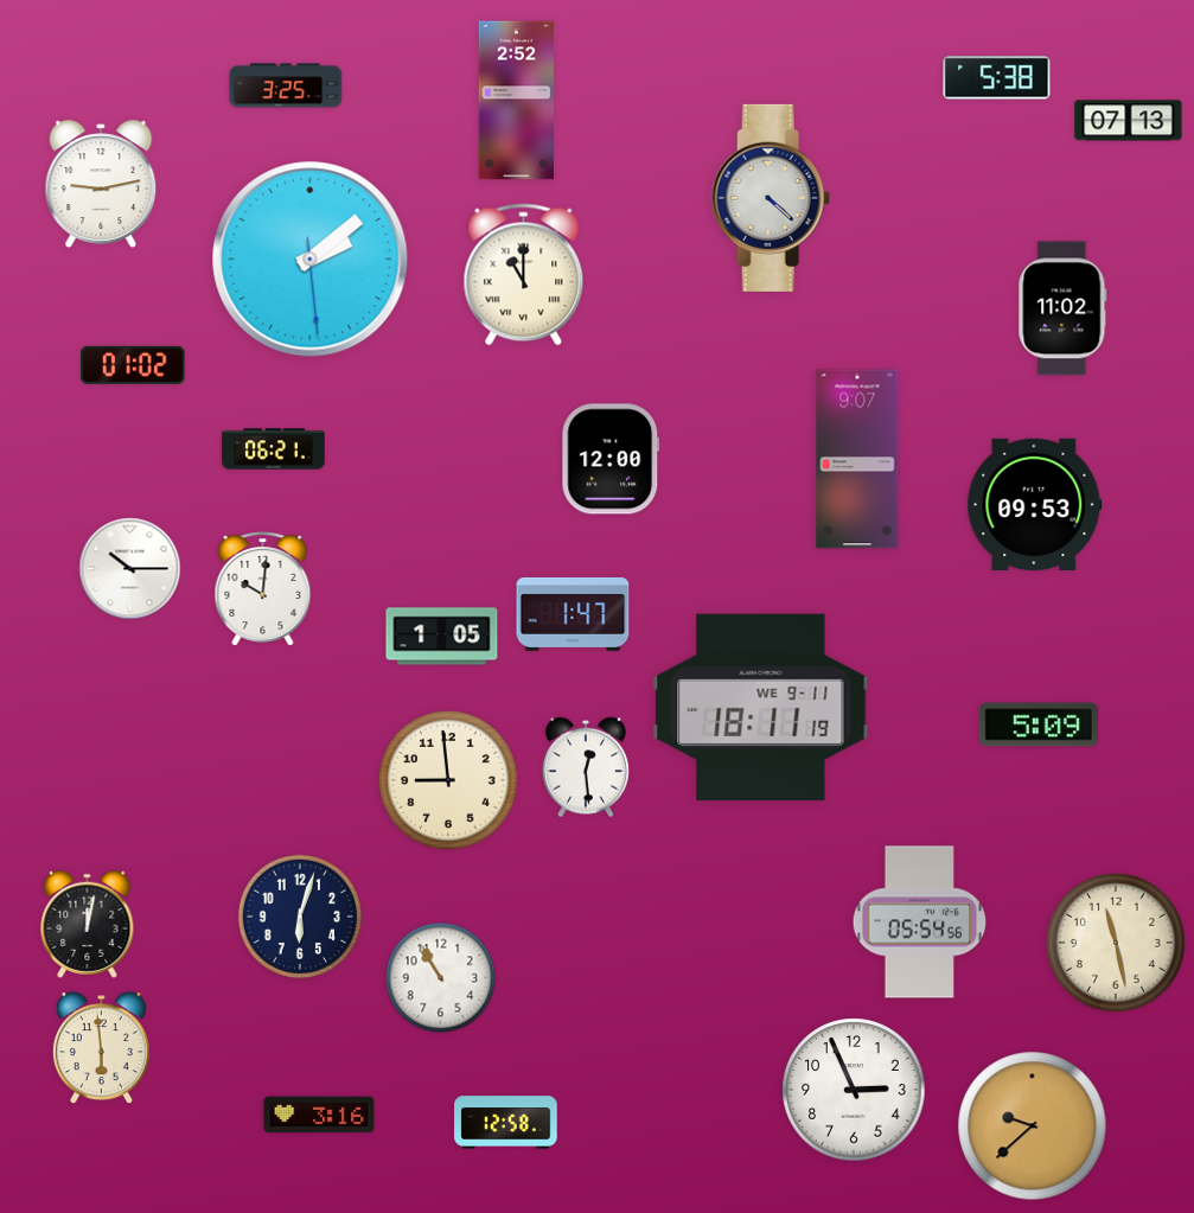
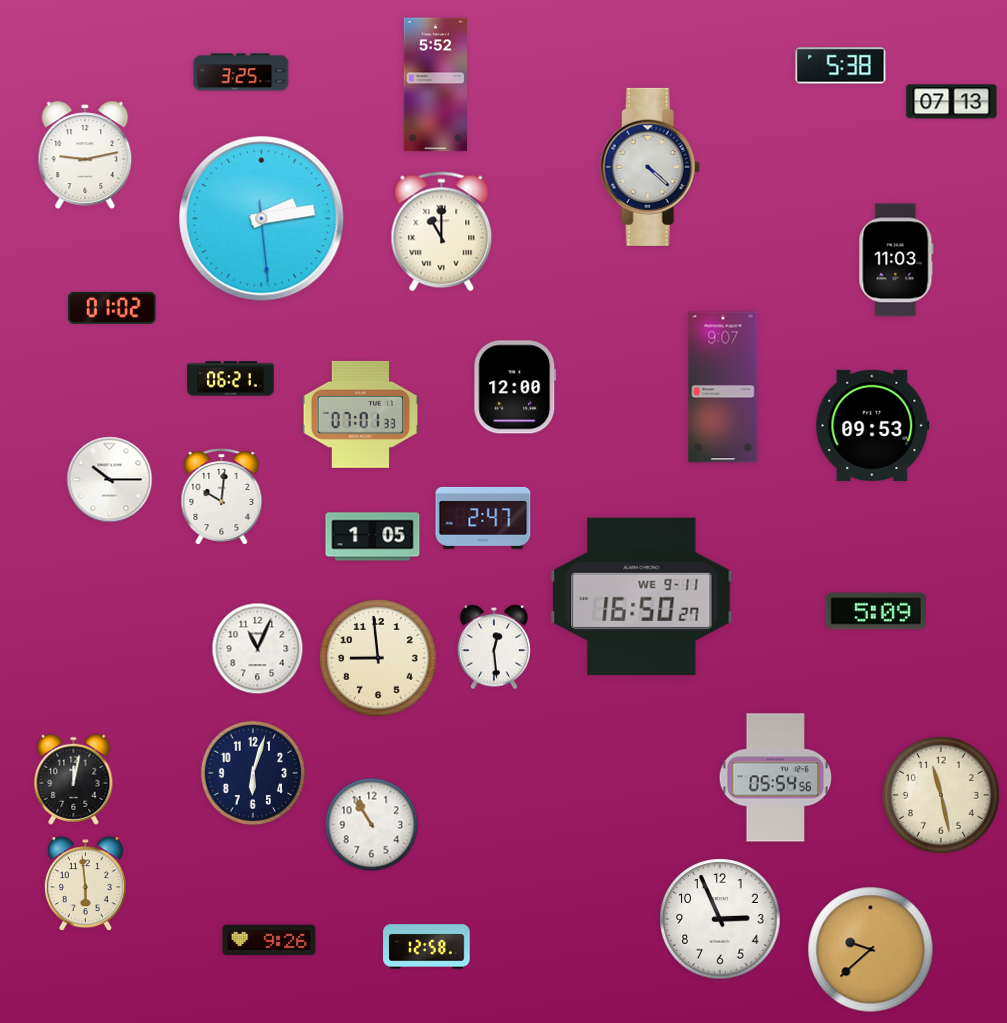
clock at (516, 101): 2:52 -> 5:52
clock at (311, 260): 2:08 -> 2:13
clock at (1062, 308): 11:02 -> 11:03
clock at (361, 414): none -> 07:01
clock at (573, 614): 1:47 -> 2:47
clock at (761, 708): 18:11 -> 16:50
clock at (258, 649): none -> 11:04
clock at (319, 1115): 3:16 -> 9:26
